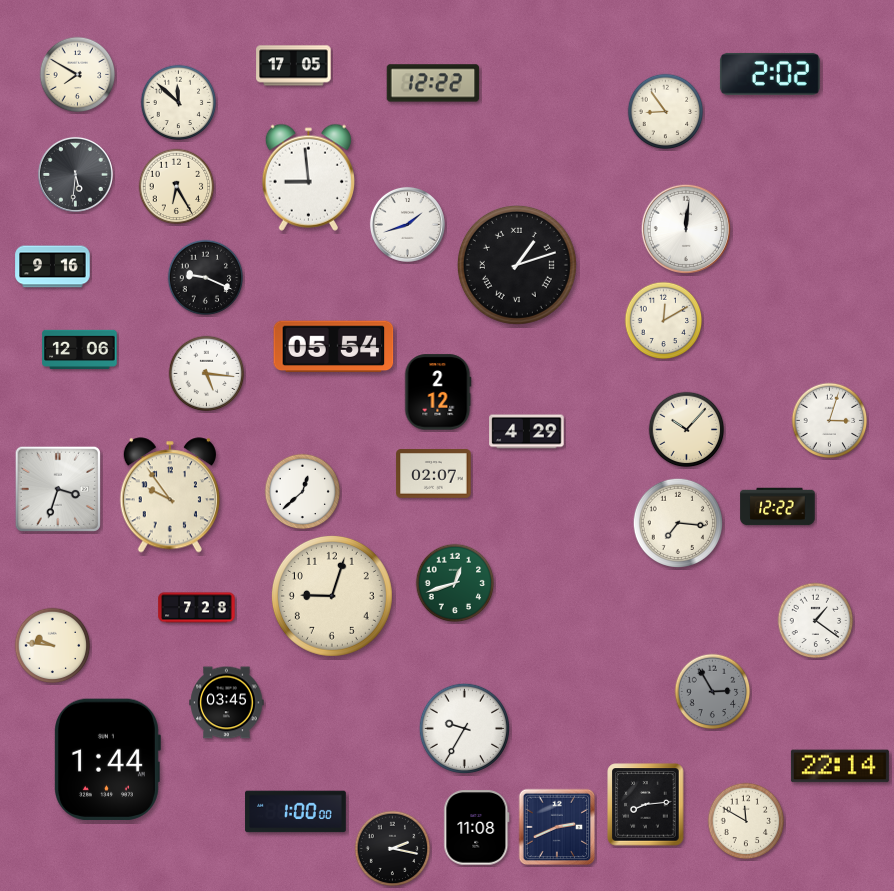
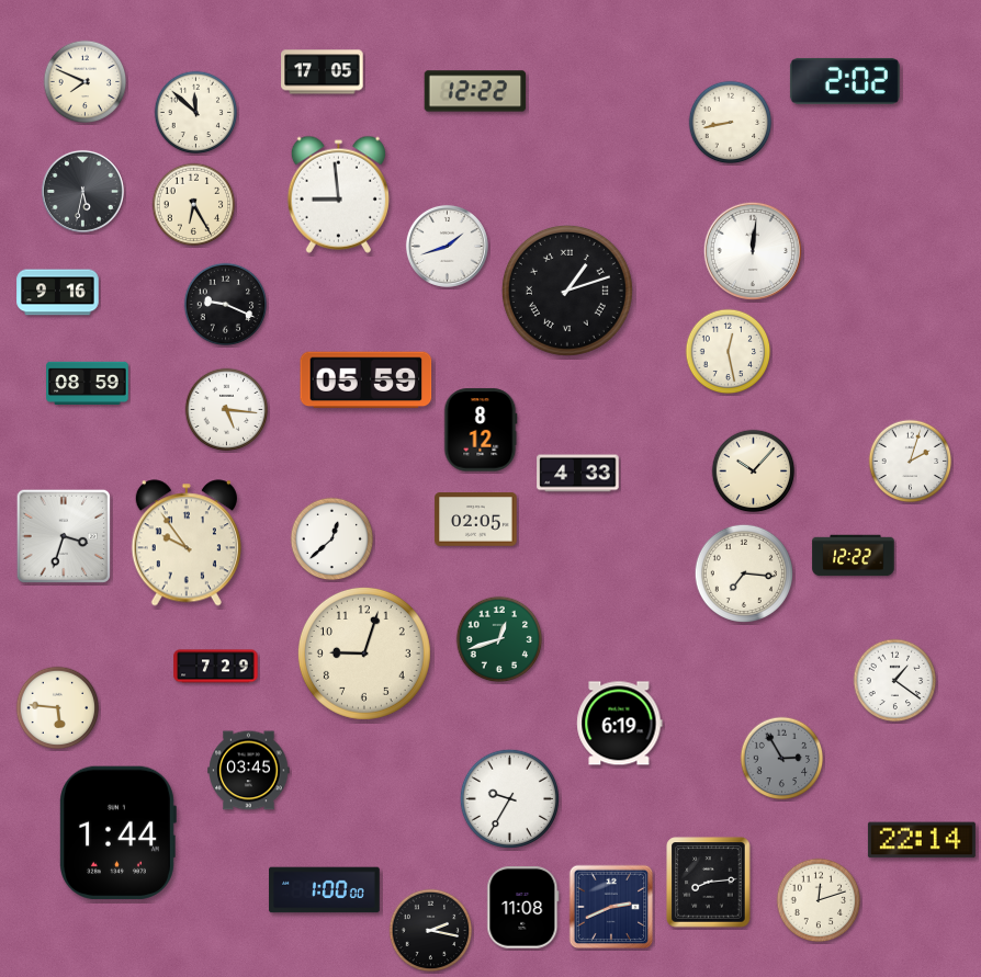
clock at (78, 75): 7:50 -> 7:49
clock at (666, 112): 8:54 -> 8:43
clock at (75, 174): 5:31 -> 5:32
clock at (664, 321): 12:10 -> 12:28
clock at (334, 347): 05:54 -> 05:59
clock at (80, 349): 12:06 -> 08:59
clock at (438, 392): 2:12 -> 8:12
clock at (830, 421): 3:03 -> 2:03
clock at (527, 432): 4:29 -> 4:33
clock at (434, 474): 02:07 -> 02:05
clock at (197, 608): 7:28 -> 7:29
clock at (53, 646): 9:46 -> 5:46
clock at (620, 724): none -> 6:19
clock at (746, 821): 11:50 -> 12:12
